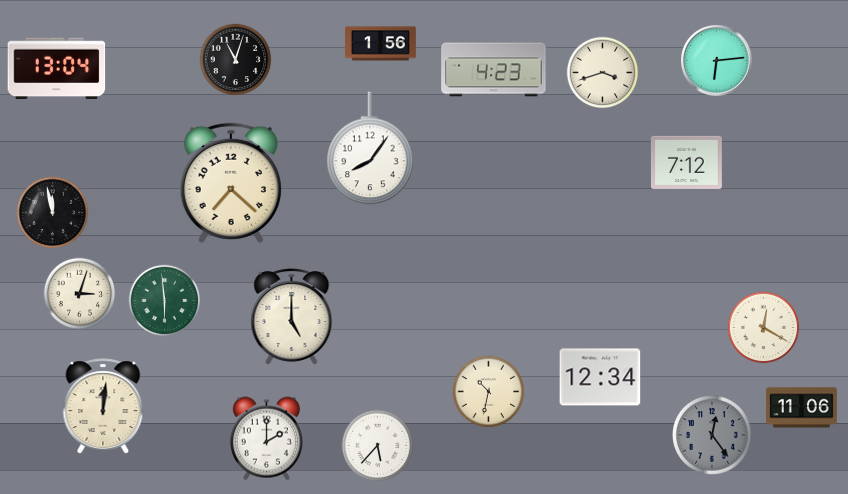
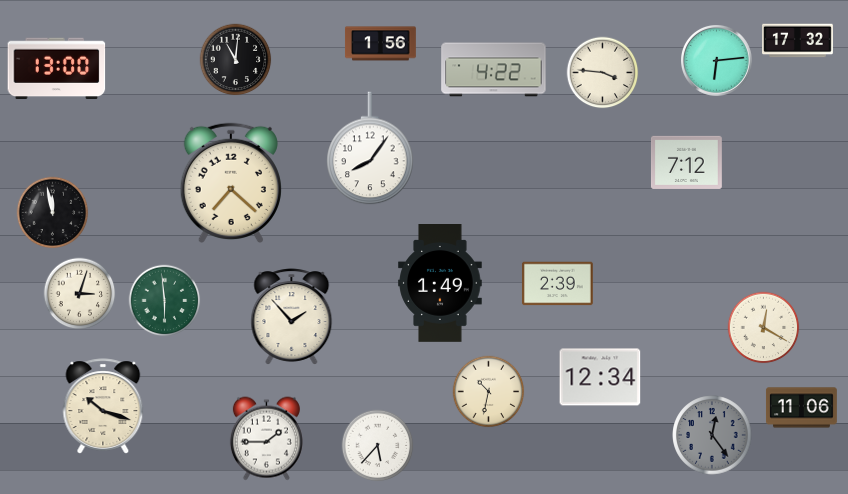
clock at (798, 41): none -> 17:32
clock at (236, 60): 11:03 -> 11:01
clock at (57, 69): 13:04 -> 13:00
clock at (494, 70): 4:23 -> 4:22
clock at (603, 73): 3:42 -> 3:46
clock at (440, 284): none -> 1:49
clock at (557, 284): none -> 2:39
clock at (292, 317): 5:00 -> 1:53
clock at (103, 406): 12:01 -> 10:18
clock at (266, 439): 2:00 -> 1:45
